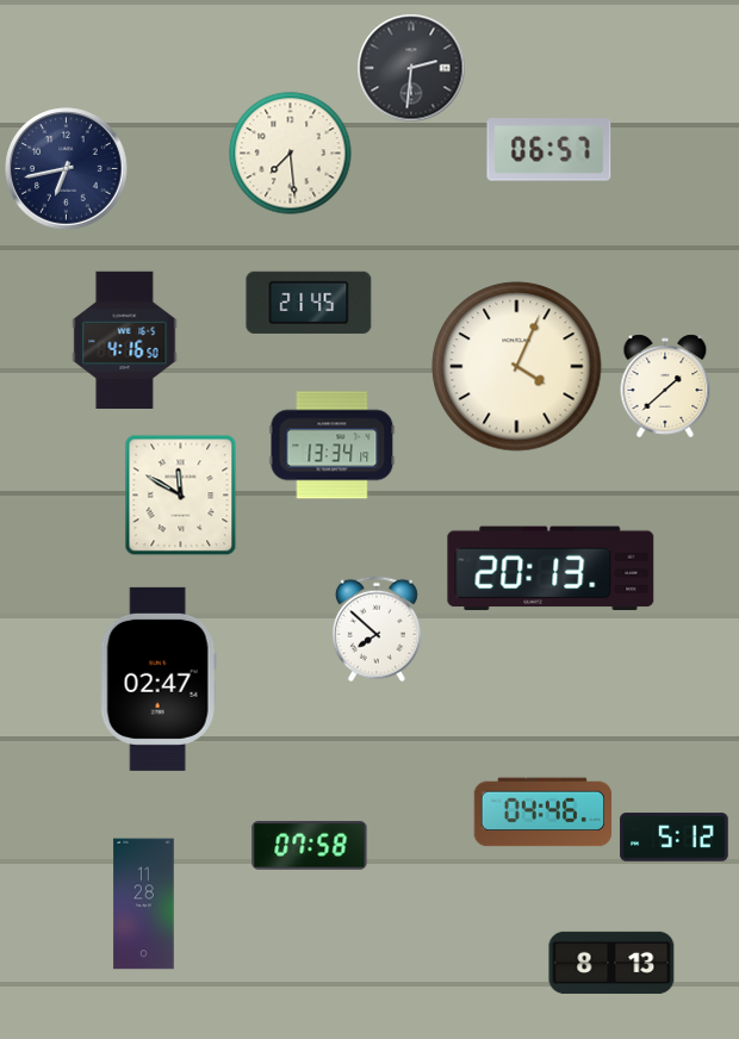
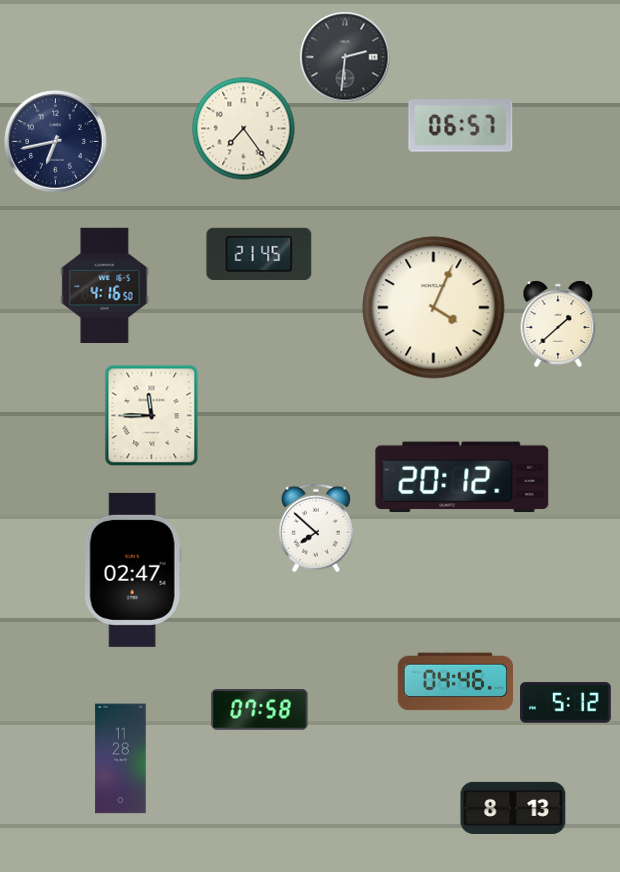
clock at (291, 154): 7:29 -> 7:24
clock at (333, 446): 13:34 -> none
clock at (181, 496): 11:50 -> 11:45
clock at (551, 568): 20:13 -> 20:12
